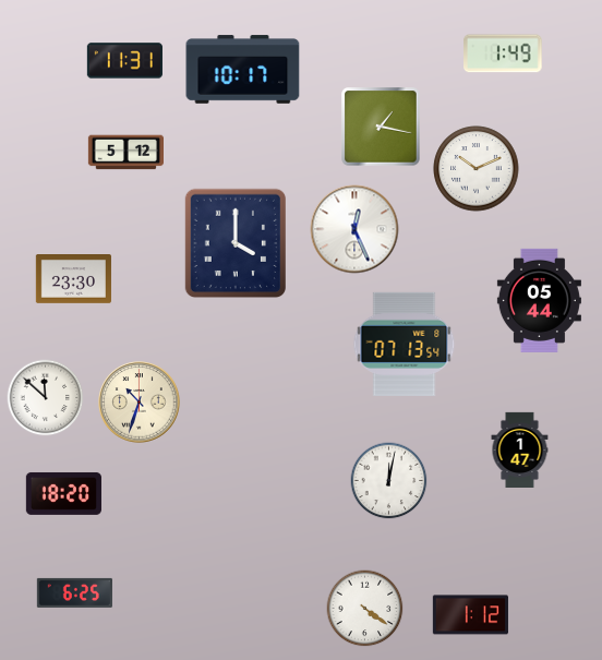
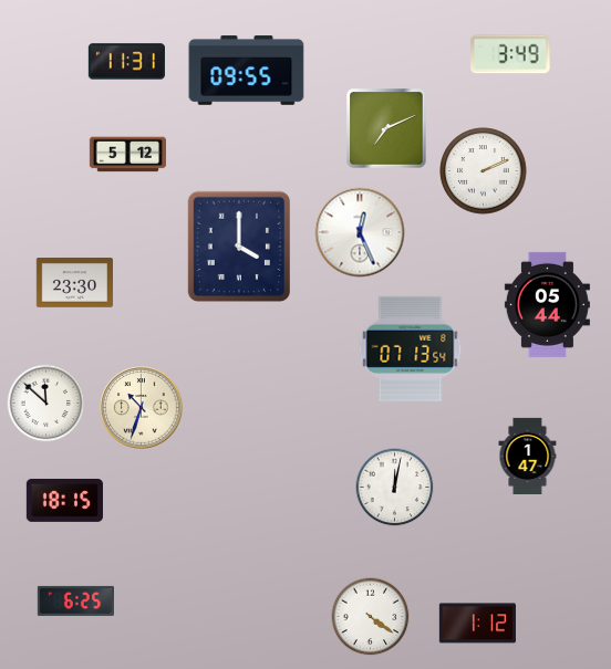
clock at (504, 53): 1:49 -> 3:49
clock at (243, 70): 10:17 -> 09:55
clock at (381, 127): 1:17 -> 7:11
clock at (477, 169): 10:11 -> 2:11
clock at (63, 493): 18:20 -> 18:15
